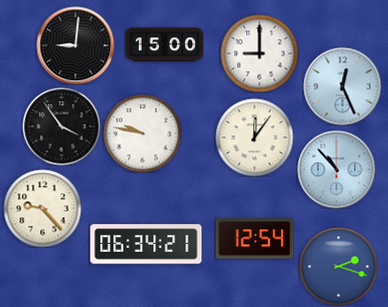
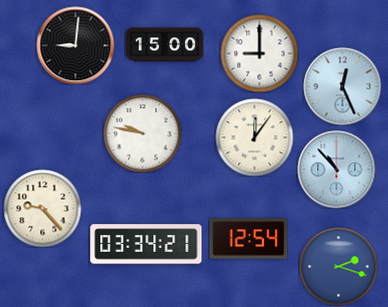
clock at (61, 126): 3:54 -> none
clock at (254, 239) position: (254, 239) -> (248, 239)
clock at (146, 244): 06:34 -> 03:34
